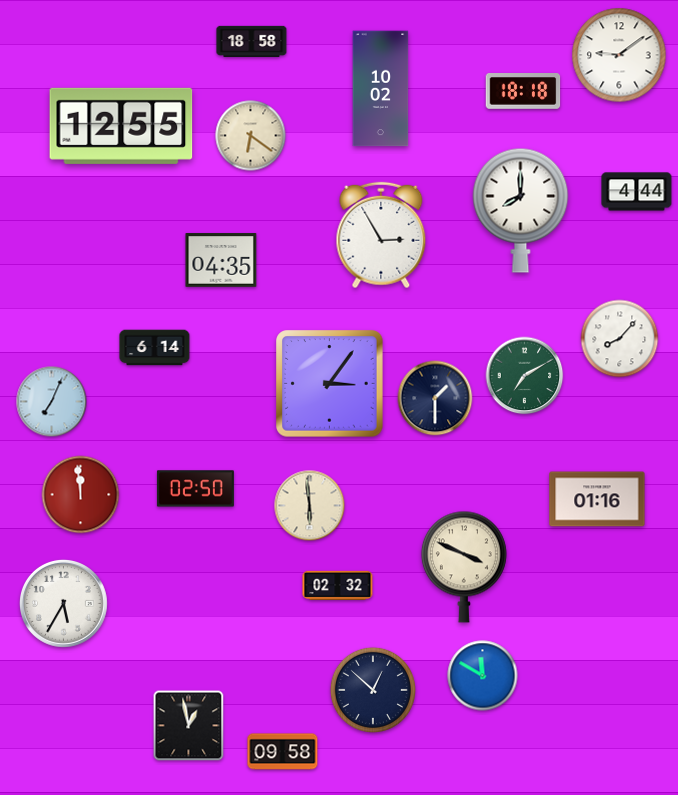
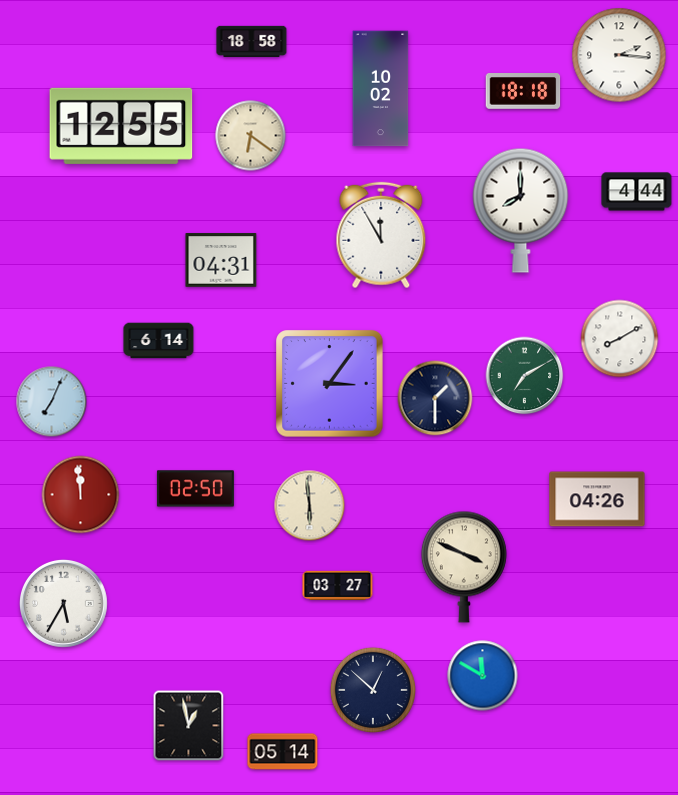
clock at (619, 55): 9:09 -> 2:16
clock at (381, 235): 2:55 -> 11:55
clock at (221, 260): 04:35 -> 04:31
clock at (620, 339): 8:07 -> 8:10
clock at (155, 348) position: (155, 348) -> (159, 341)
clock at (597, 499): 01:16 -> 04:26
clock at (338, 585): 02:32 -> 03:27
clock at (283, 752): 09:58 -> 05:14
